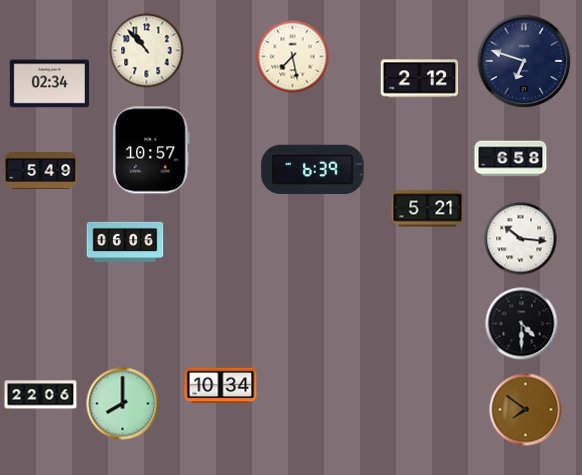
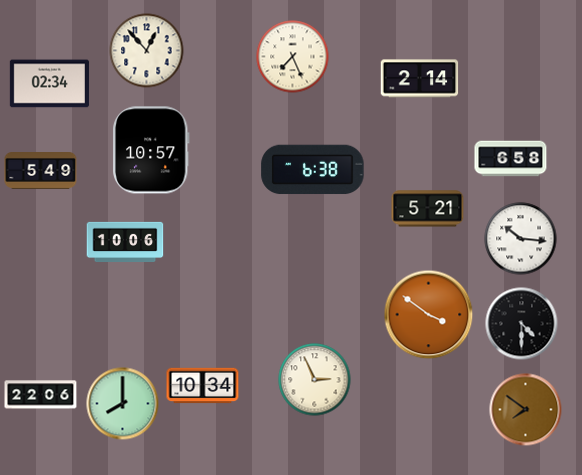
clock at (147, 51): 10:53 -> 12:53
clock at (293, 57): 7:28 -> 7:26
clock at (524, 61): 6:48 -> none
clock at (420, 79): 2:12 -> 2:14
clock at (313, 170): 6:39 -> 6:38
clock at (125, 242): 06:06 -> 10:06
clock at (429, 315): none -> 3:51
clock at (315, 380): none -> 2:56
clock at (221, 386) position: (221, 386) -> (203, 386)
